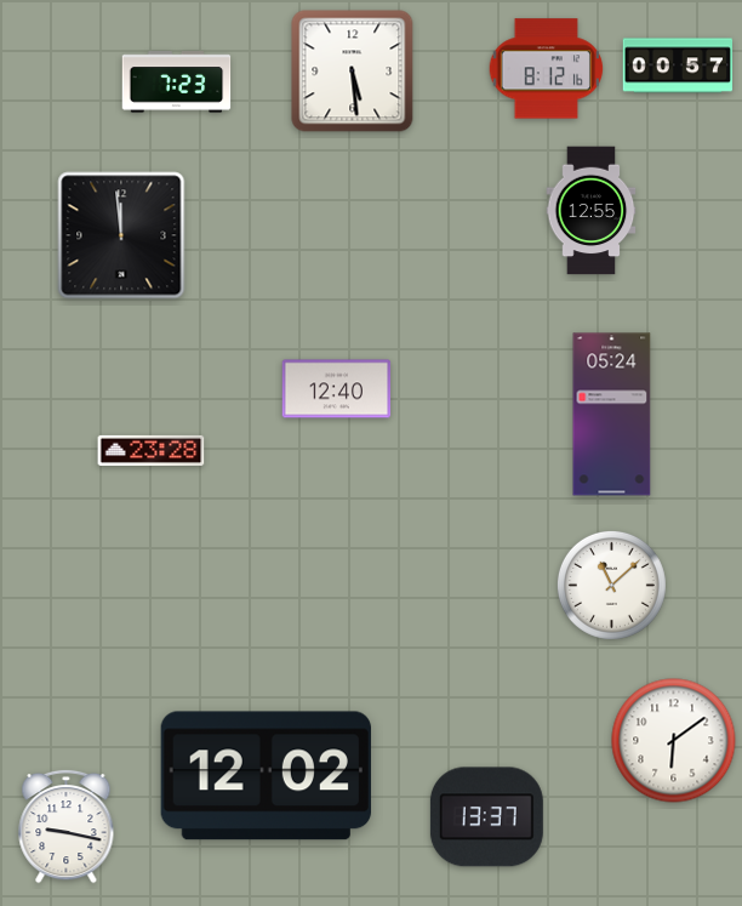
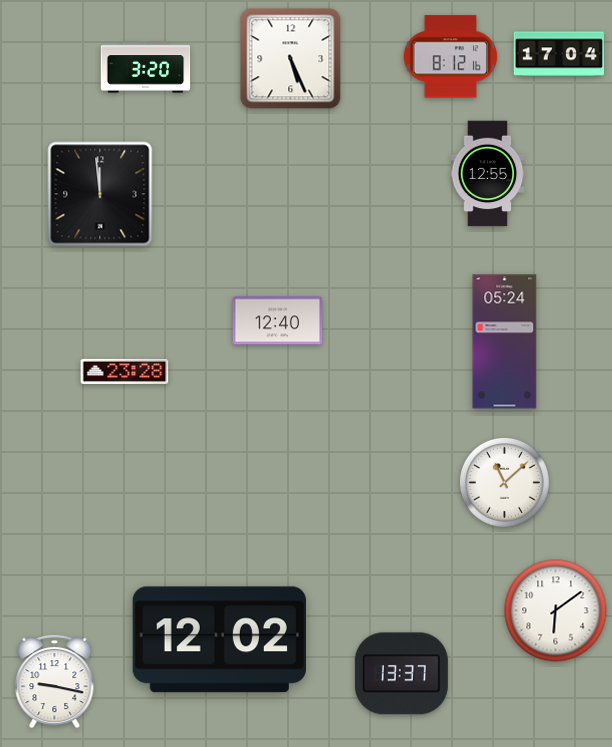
clock at (678, 65): 00:57 -> 17:04
clock at (353, 72): 5:29 -> 5:26
clock at (177, 82): 7:23 -> 3:20
